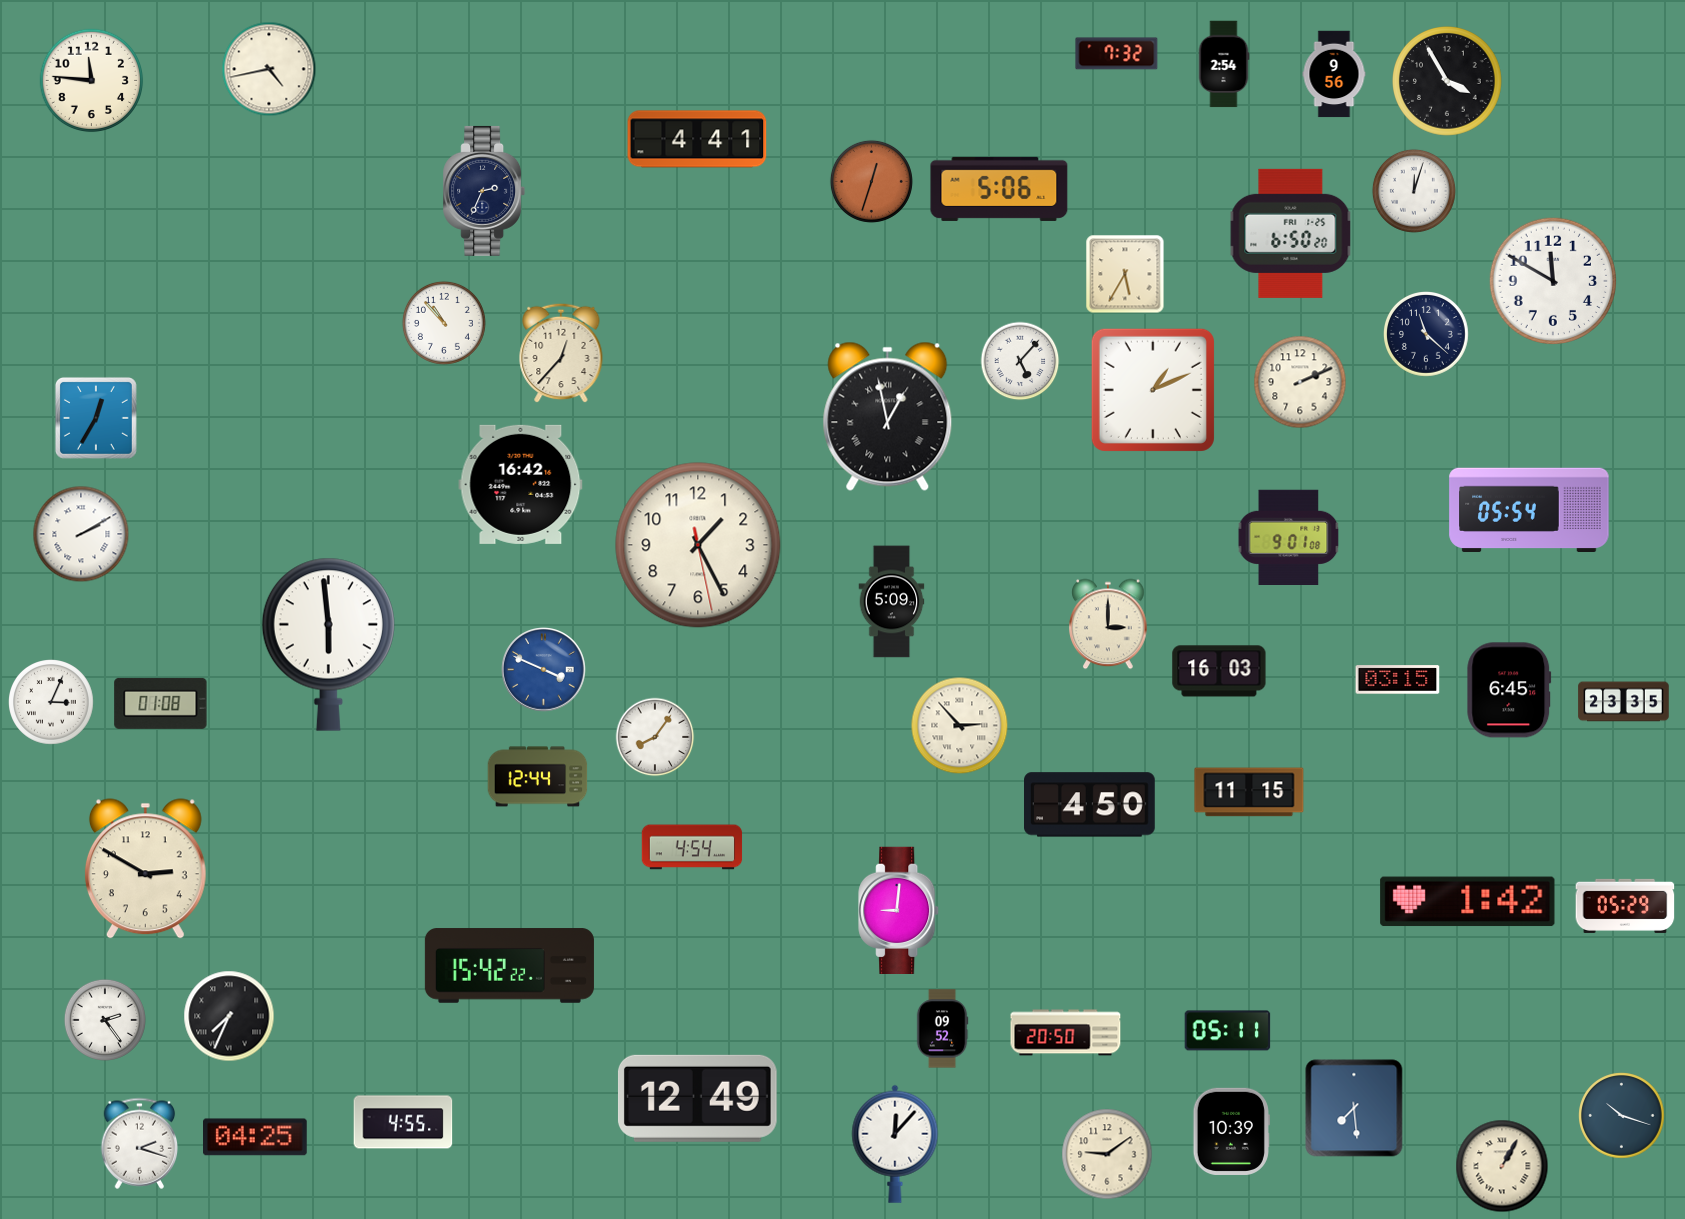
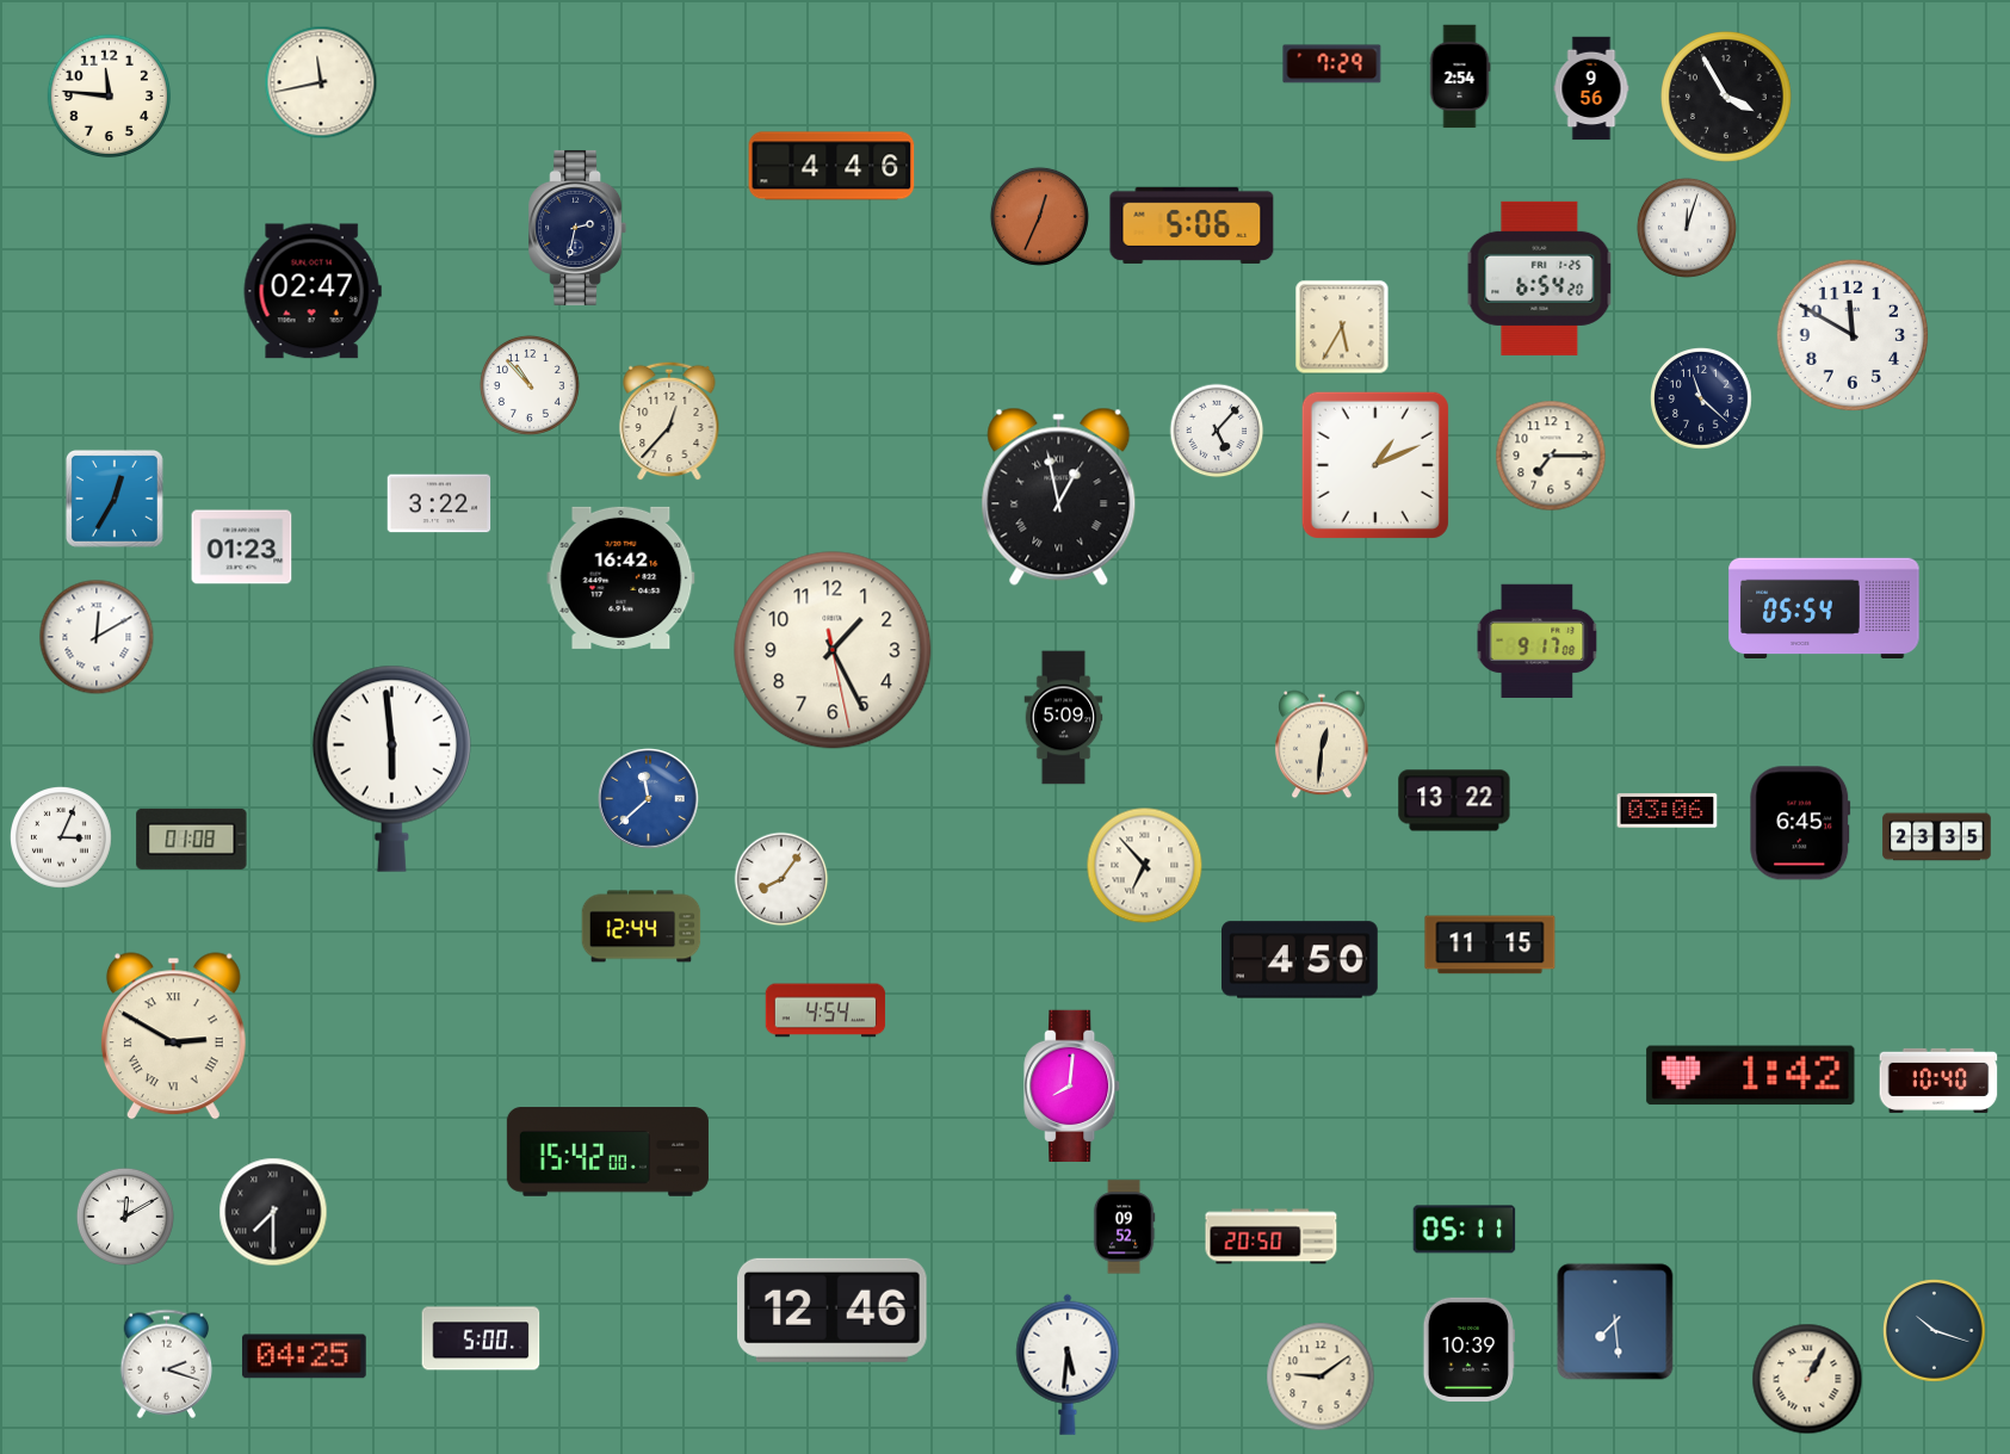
clock at (1117, 54): 7:32 -> 7:29
clock at (269, 69): 4:43 -> 11:43
clock at (697, 139): 4:41 -> 4:46
clock at (871, 181): 12:33 -> 12:34
clock at (484, 191): 2:34 -> 2:32
clock at (1291, 233): 6:50 -> 6:54
clock at (313, 291): none -> 02:47
clock at (1300, 382): 2:11 -> 7:15
clock at (439, 503): none -> 3:22
clock at (242, 547): none -> 01:23
clock at (81, 534): 2:10 -> 12:10
clock at (1289, 537): 9:01 -> 9:17
clock at (1108, 624): 3:00 -> 12:31
clock at (544, 670): 3:49 -> 11:38
clock at (1219, 671): 16:03 -> 13:22
clock at (1398, 680): 03:15 -> 03:06
clock at (960, 726): 2:53 -> 6:53
clock at (145, 869) numerals: Arabic -> Roman
clock at (1625, 906): 05:29 -> 10:40
clock at (899, 910): 9:01 -> 8:01
clock at (509, 966): 15:42:22 -> 15:42:00
clock at (229, 1016): 7:34 -> 7:30
clock at (105, 1020): 2:24 -> 12:10
clock at (1066, 1033) position: (1066, 1033) -> (1272, 1237)
clock at (697, 1098): 12:49 -> 12:46
clock at (403, 1122): 4:55 -> 5:00
clock at (895, 1144): 12:07 -> 5:31
clock at (1502, 1166) position: (1502, 1166) -> (1807, 1379)
